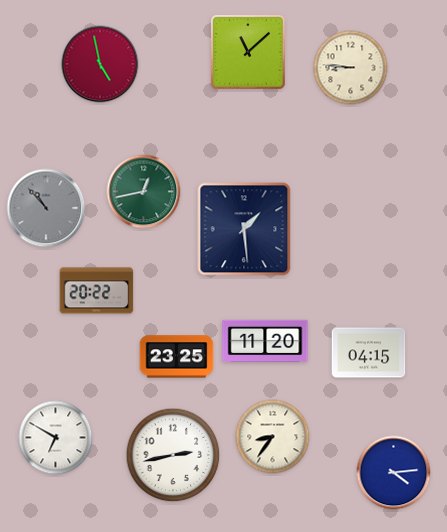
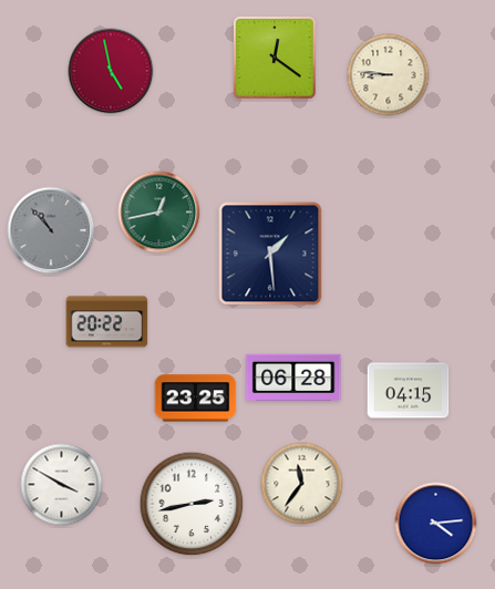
clock at (249, 53): 11:08 -> 12:21
clock at (265, 341): 11:20 -> 06:28
clock at (177, 357) position: (177, 357) -> (196, 399)
clock at (273, 437): 8:36 -> 11:36
clock at (56, 438): 6:50 -> 3:50
